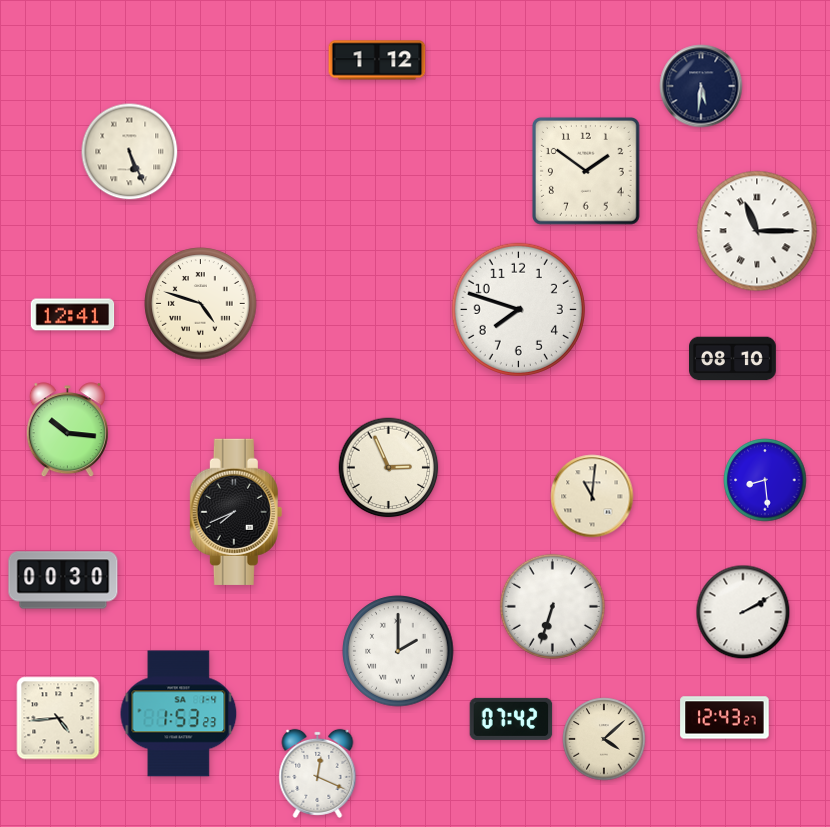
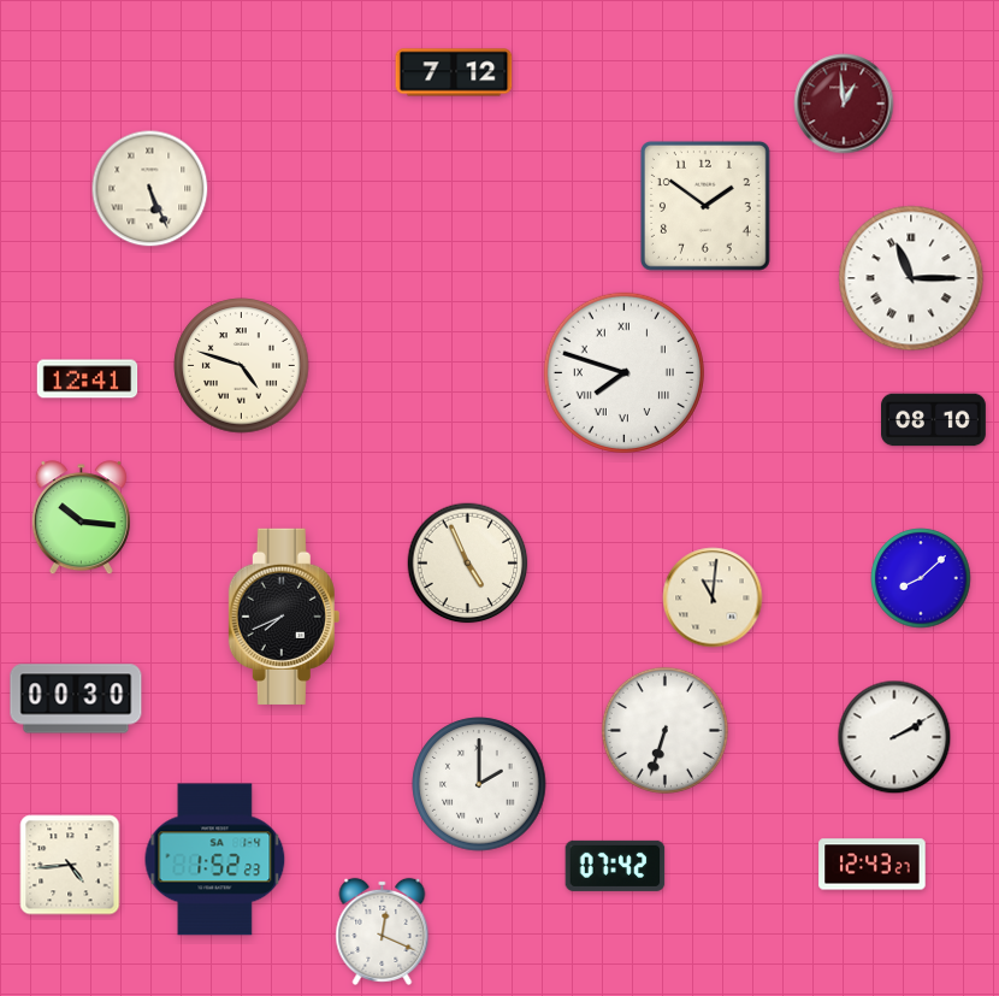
clock at (377, 60): 1:12 -> 7:12
clock at (701, 86): 5:31 -> 12:59
clock at (701, 86) dial: navy -> burgundy
clock at (130, 152) position: (130, 152) -> (150, 189)
clock at (518, 309) numerals: Arabic -> Roman
clock at (733, 359) position: (733, 359) -> (934, 420)
clock at (389, 468): 2:56 -> 4:56
clock at (765, 480): 8:29 -> 8:08
clock at (179, 714): 1:53 -> 1:52
clock at (604, 739): 4:08 -> none
